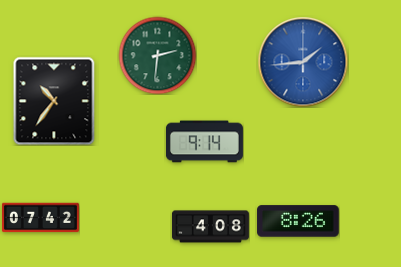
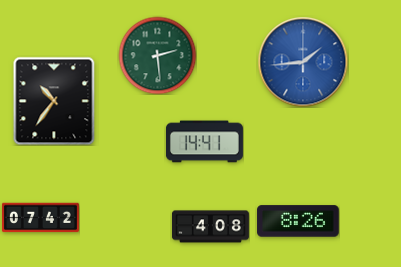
clock at (157, 55): 2:31 -> 2:29
clock at (204, 142): 9:14 -> 14:41
